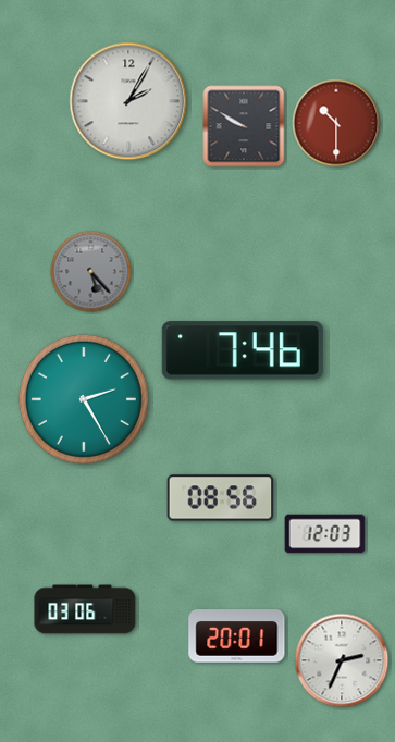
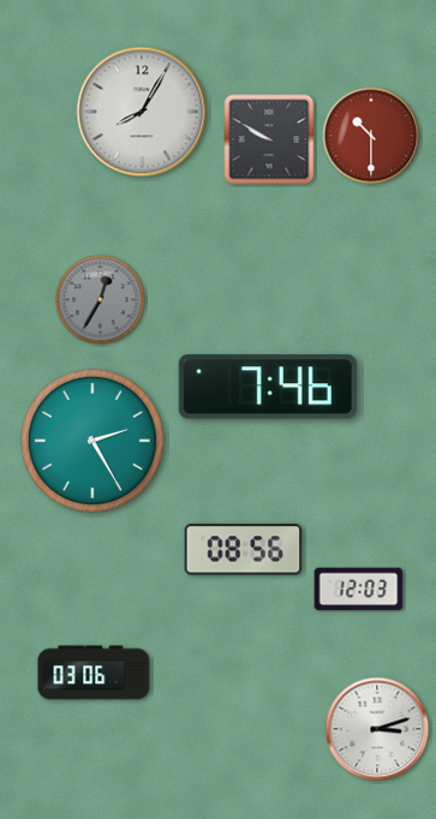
clock at (128, 101): 2:05 -> 8:05
clock at (91, 272): 5:23 -> 12:35
clock at (237, 636): 20:01 -> none
clock at (342, 660): 2:34 -> 3:12
